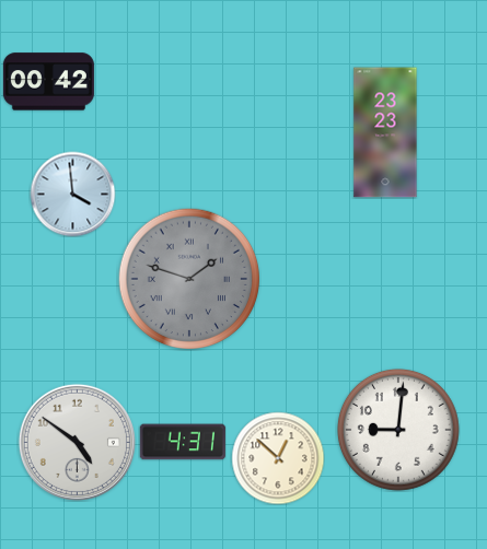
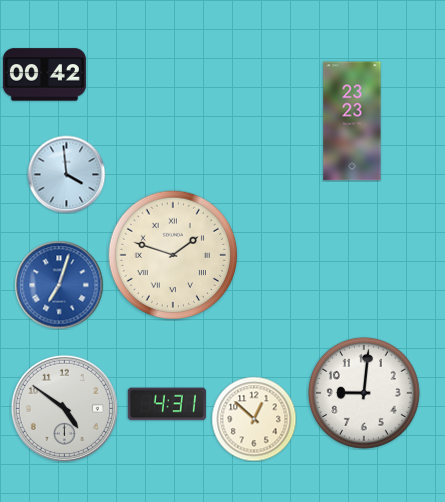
clock at (72, 194) position: (72, 194) -> (66, 174)
clock at (188, 278) dial: grey -> cream
clock at (59, 285): none -> 7:03
clock at (77, 442) position: (77, 442) -> (64, 408)
